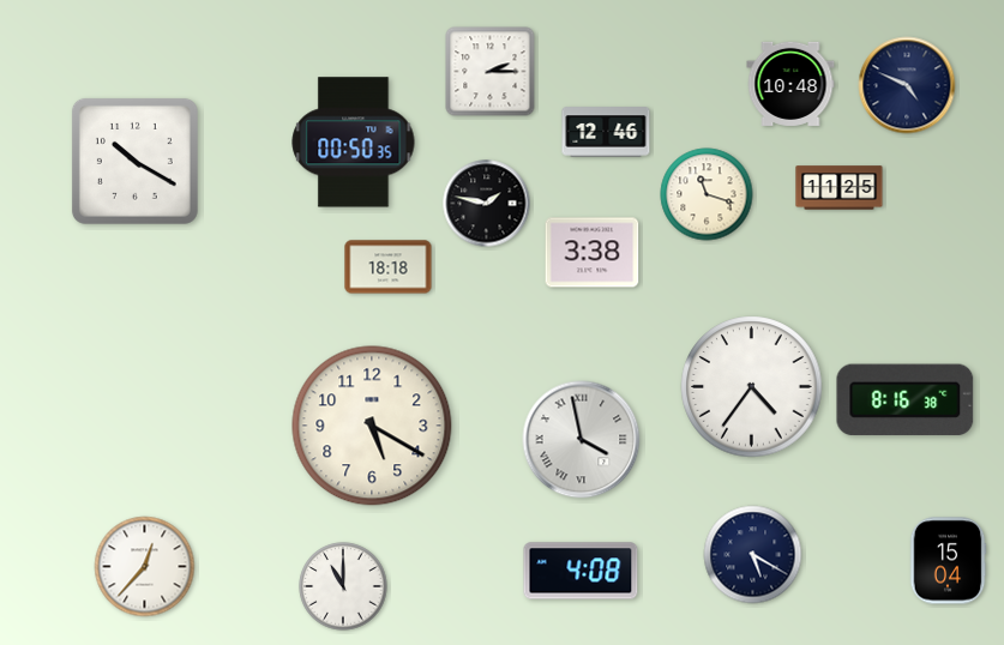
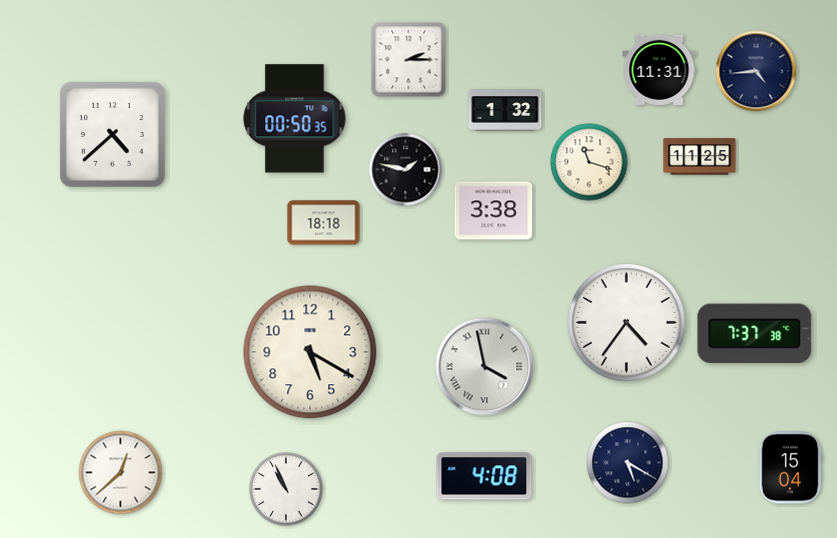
clock at (790, 84): 10:48 -> 11:31
clock at (907, 85): 4:49 -> 4:44
clock at (606, 132): 12:46 -> 1:32
clock at (134, 161): 10:20 -> 4:38
clock at (906, 400): 8:16 -> 7:37
clock at (372, 426) position: (372, 426) -> (310, 352)
clock at (145, 567): 12:37 -> 12:38
clock at (343, 586): 11:00 -> 10:56
